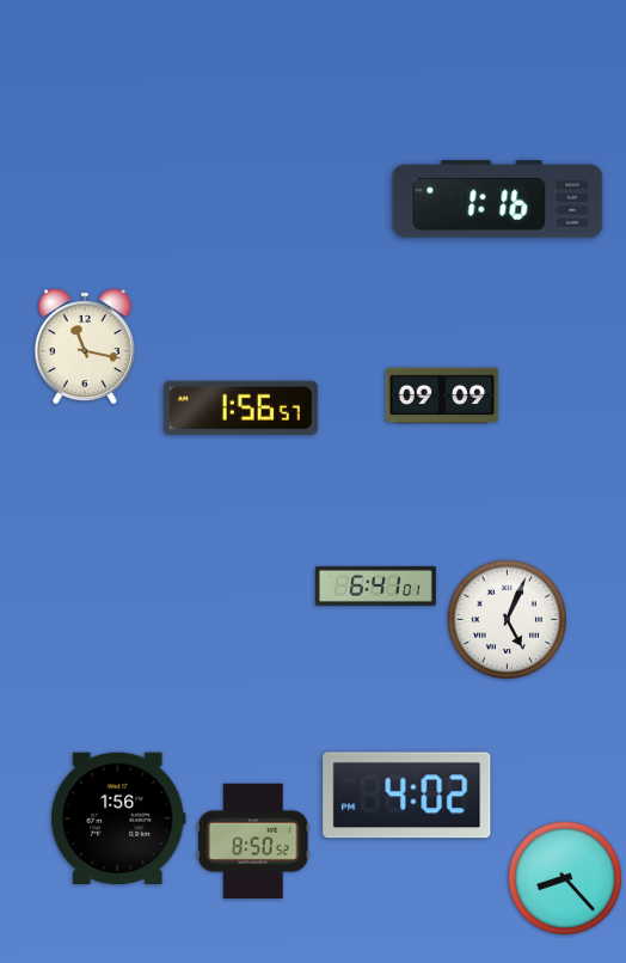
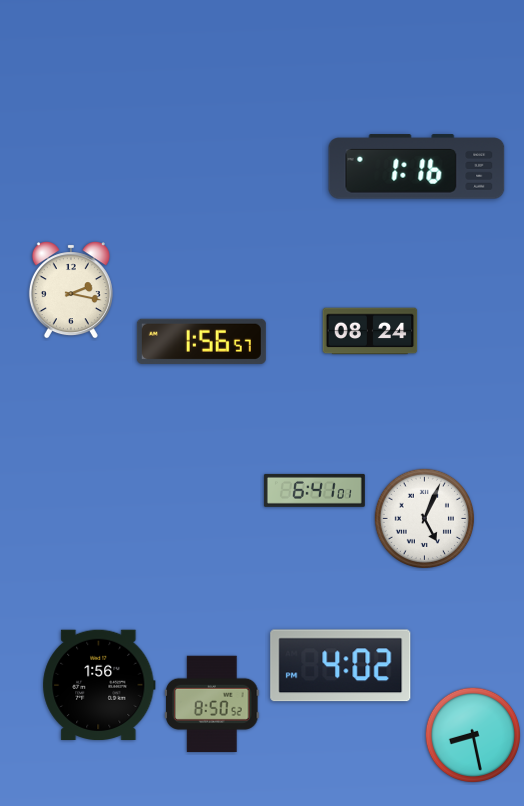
clock at (85, 346): 11:17 -> 2:17
clock at (442, 395): 09:09 -> 08:24
clock at (565, 878): 8:23 -> 8:28
